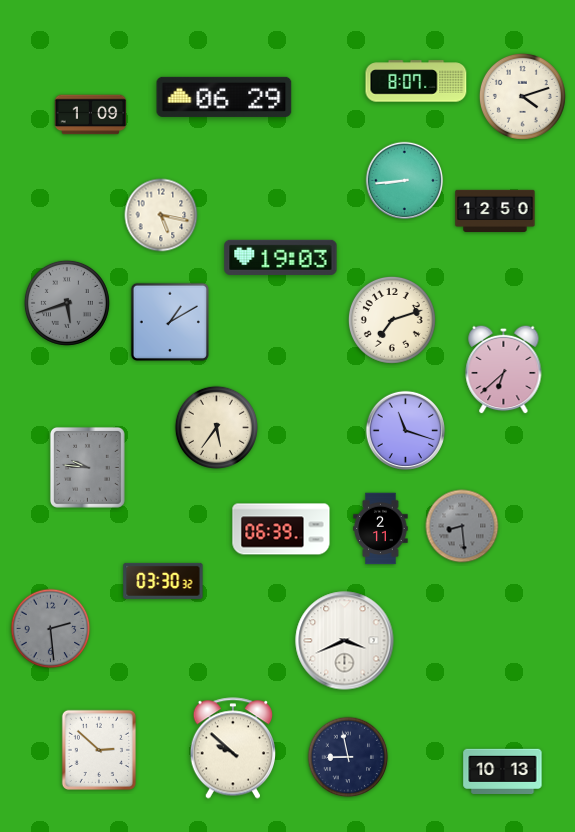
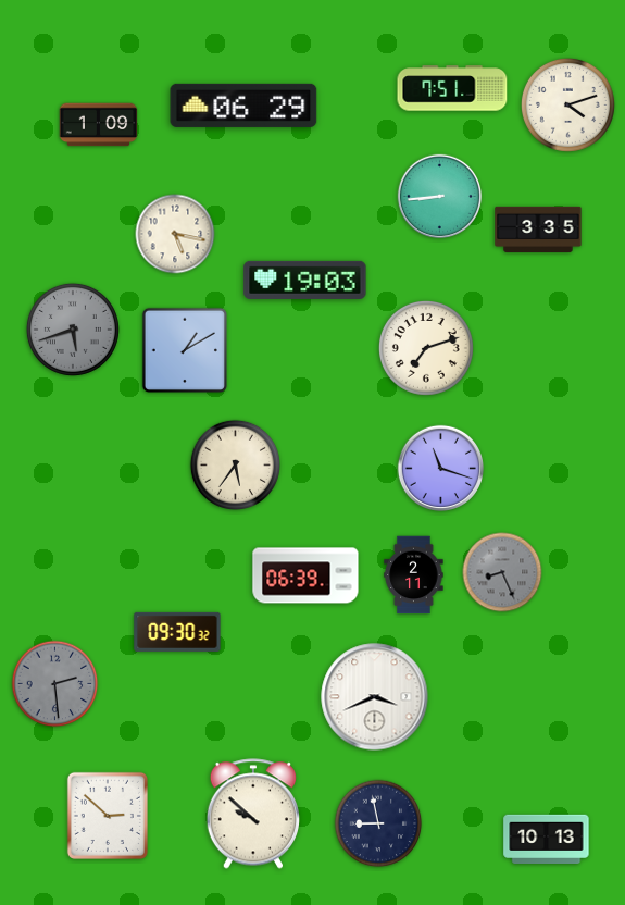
clock at (416, 81): 8:07 -> 7:51
clock at (495, 210): 12:50 -> 3:35
clock at (504, 369): 6:38 -> none
clock at (87, 468): 9:46 -> none
clock at (462, 526): 8:29 -> 8:26
clock at (163, 581): 03:30 -> 09:30
